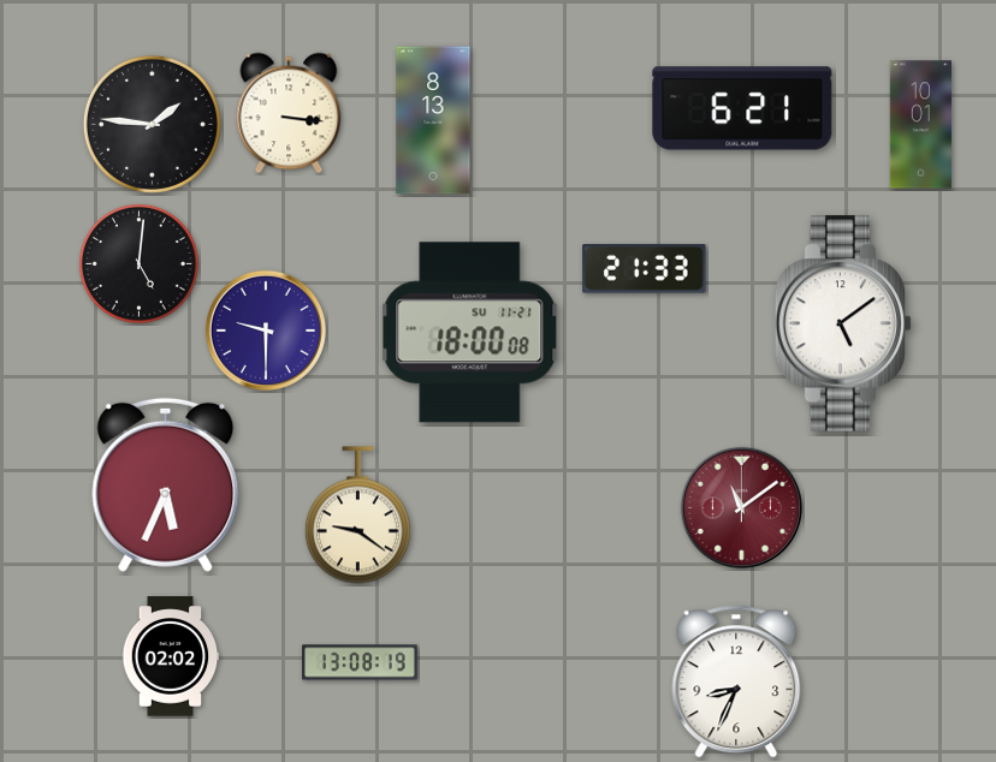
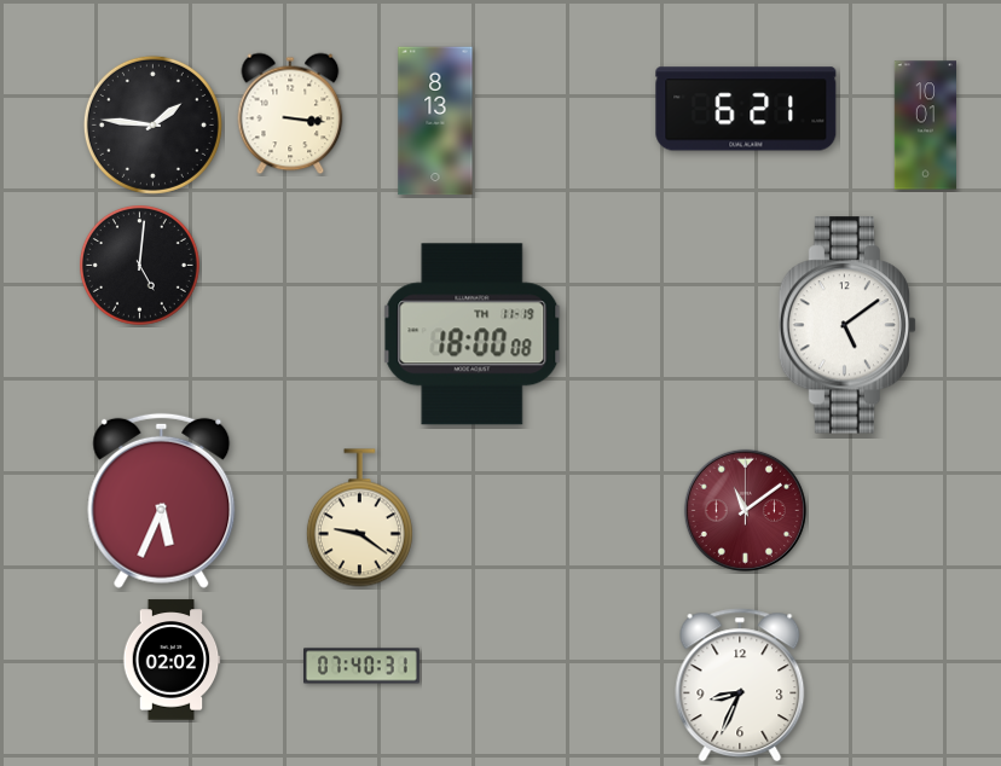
clock at (645, 269): 21:33 -> none
clock at (266, 331): 9:30 -> none
clock at (470, 333) date: SU 11-21 -> TH 11-19
clock at (166, 484) position: (166, 484) -> (162, 500)
clock at (361, 662): 13:08 -> 07:40
